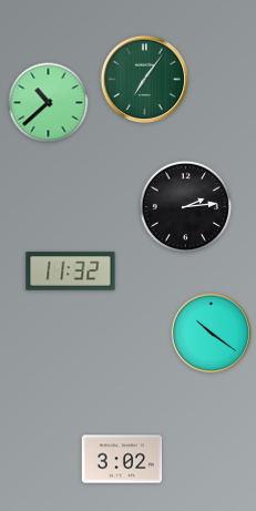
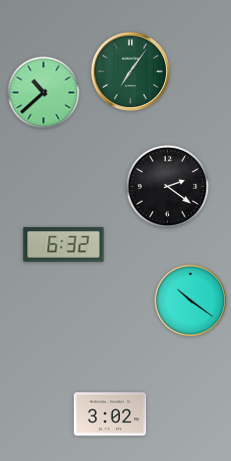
clock at (186, 207): 2:14 -> 2:21
clock at (71, 272): 11:32 -> 6:32
